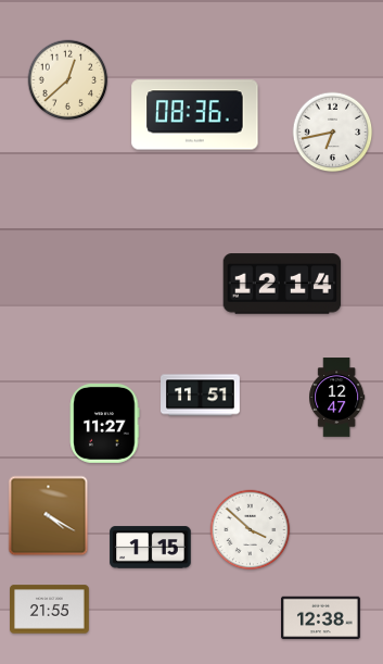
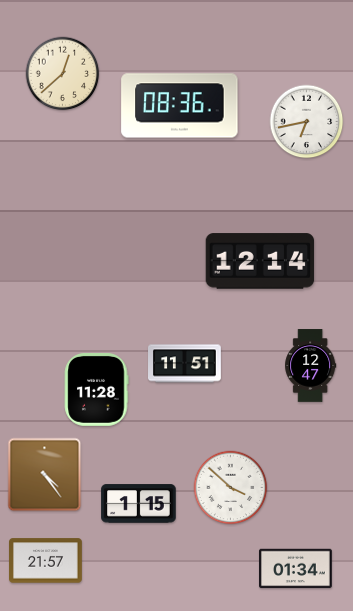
clock at (104, 424): 11:27 -> 11:28
clock at (49, 516): 4:20 -> 4:24
clock at (50, 610): 21:55 -> 21:57
clock at (321, 618): 12:38 -> 01:34
